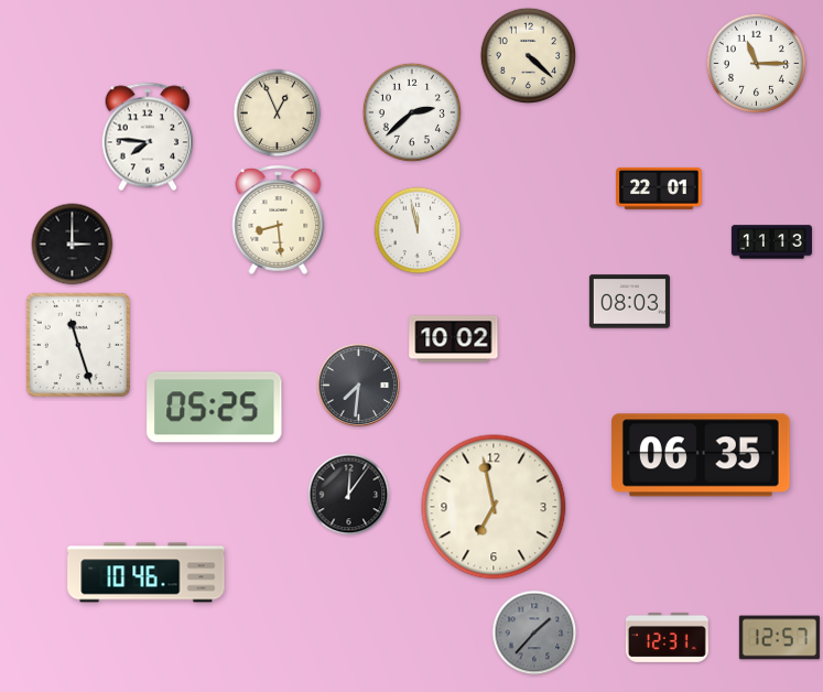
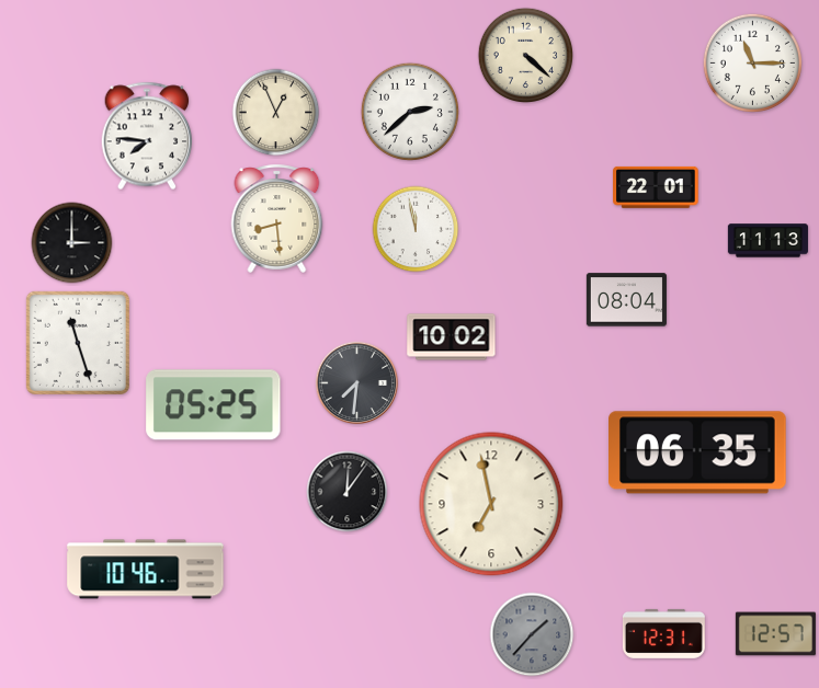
clock at (629, 302): 08:03 -> 08:04
clock at (534, 632) position: (534, 632) -> (532, 634)
